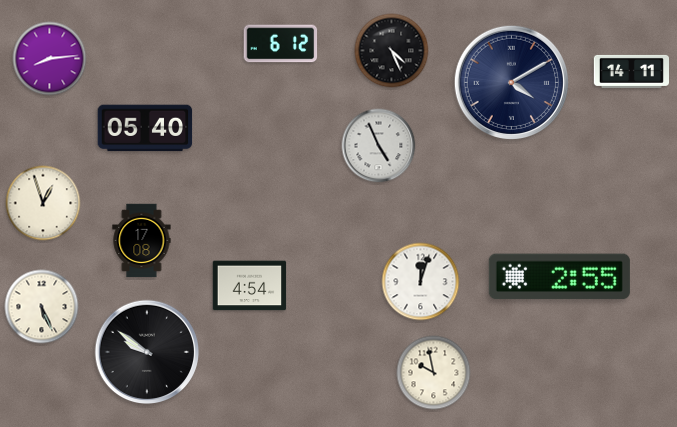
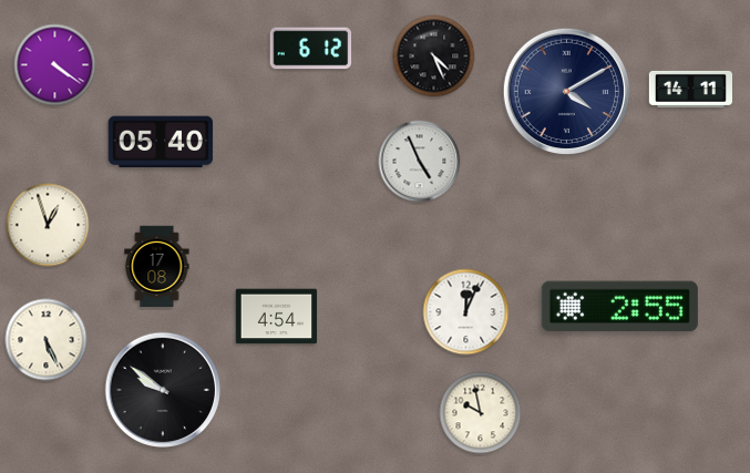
clock at (50, 59): 8:14 -> 4:21
clock at (631, 71) position: (631, 71) -> (690, 89)
clock at (421, 282): 12:03 -> 12:04
